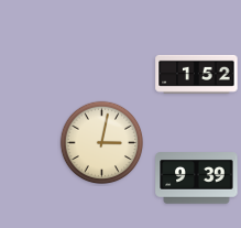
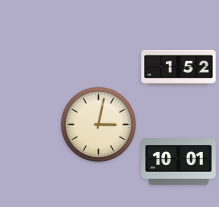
clock at (102, 143) position: (102, 143) -> (99, 125)
clock at (197, 178): 9:39 -> 10:01
